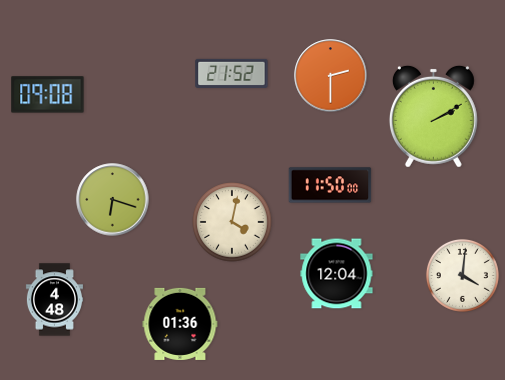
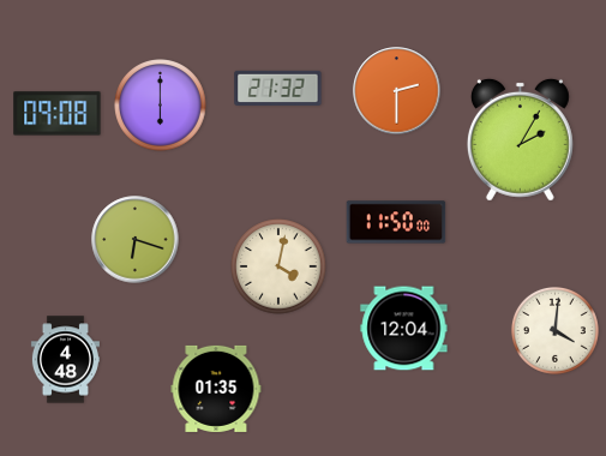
clock at (232, 73): 21:52 -> 21:32
clock at (161, 106): none -> 6:00
clock at (433, 116): 2:10 -> 2:05
clock at (180, 324): 01:36 -> 01:35
